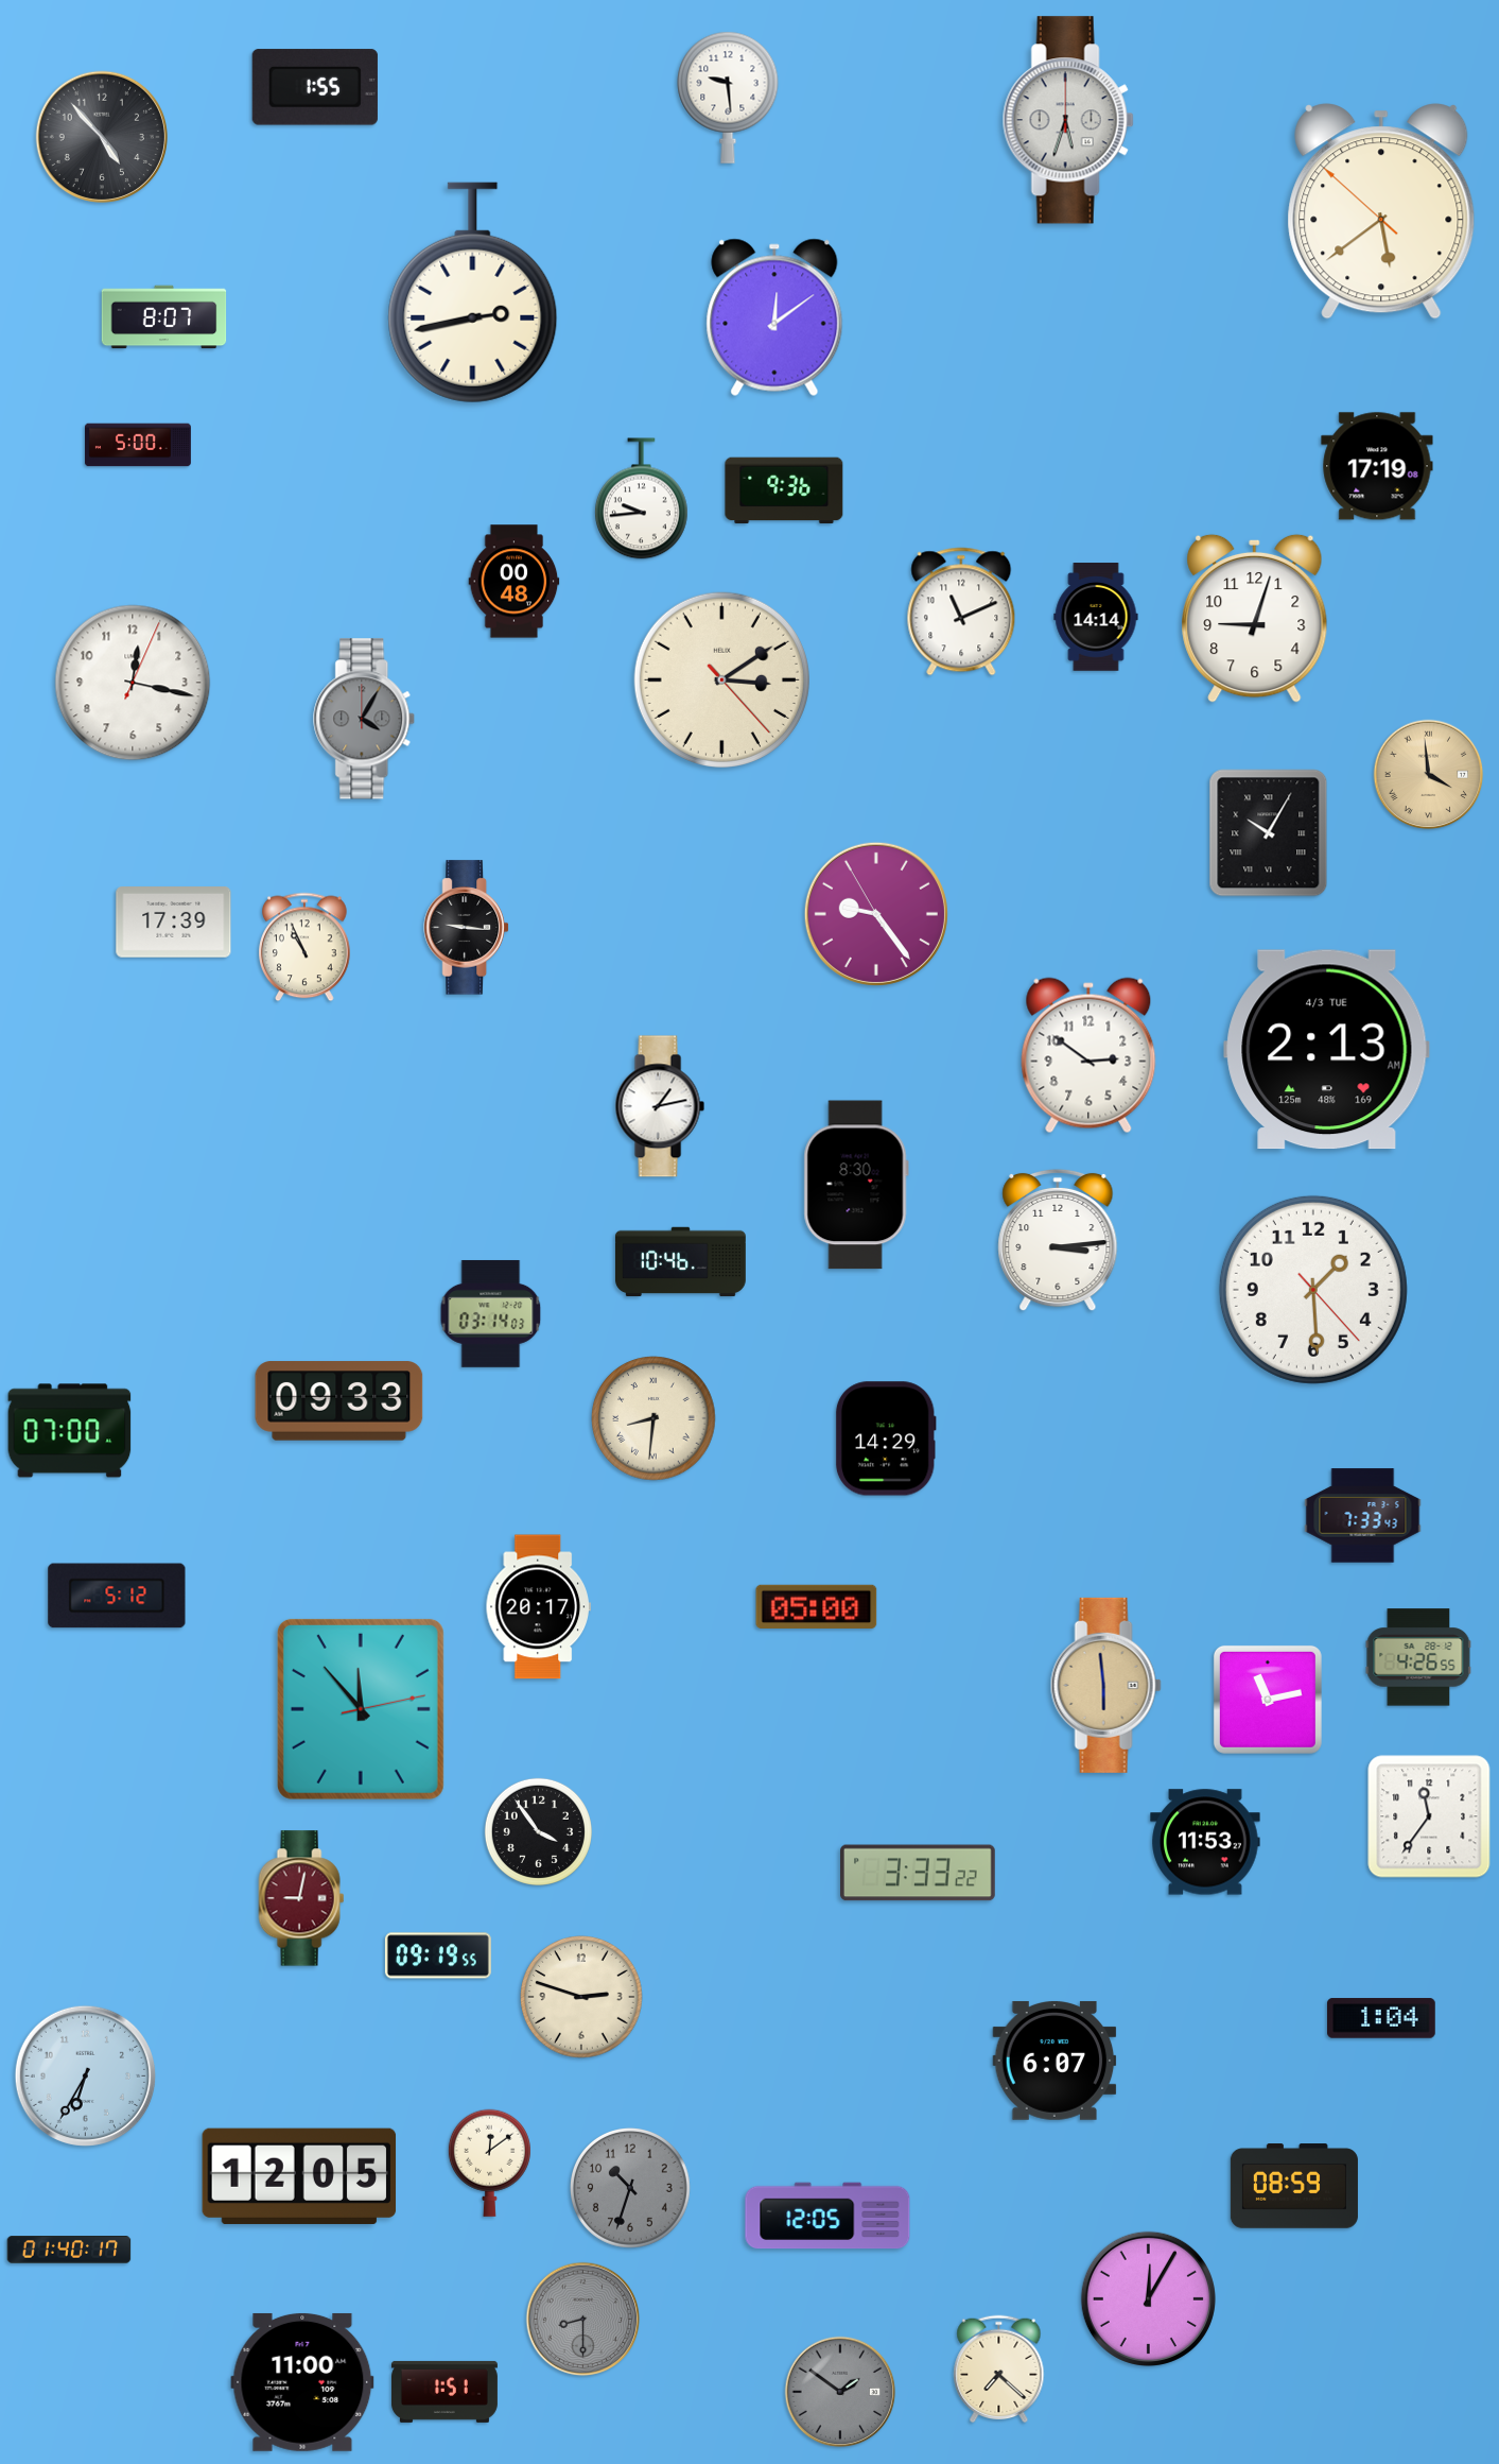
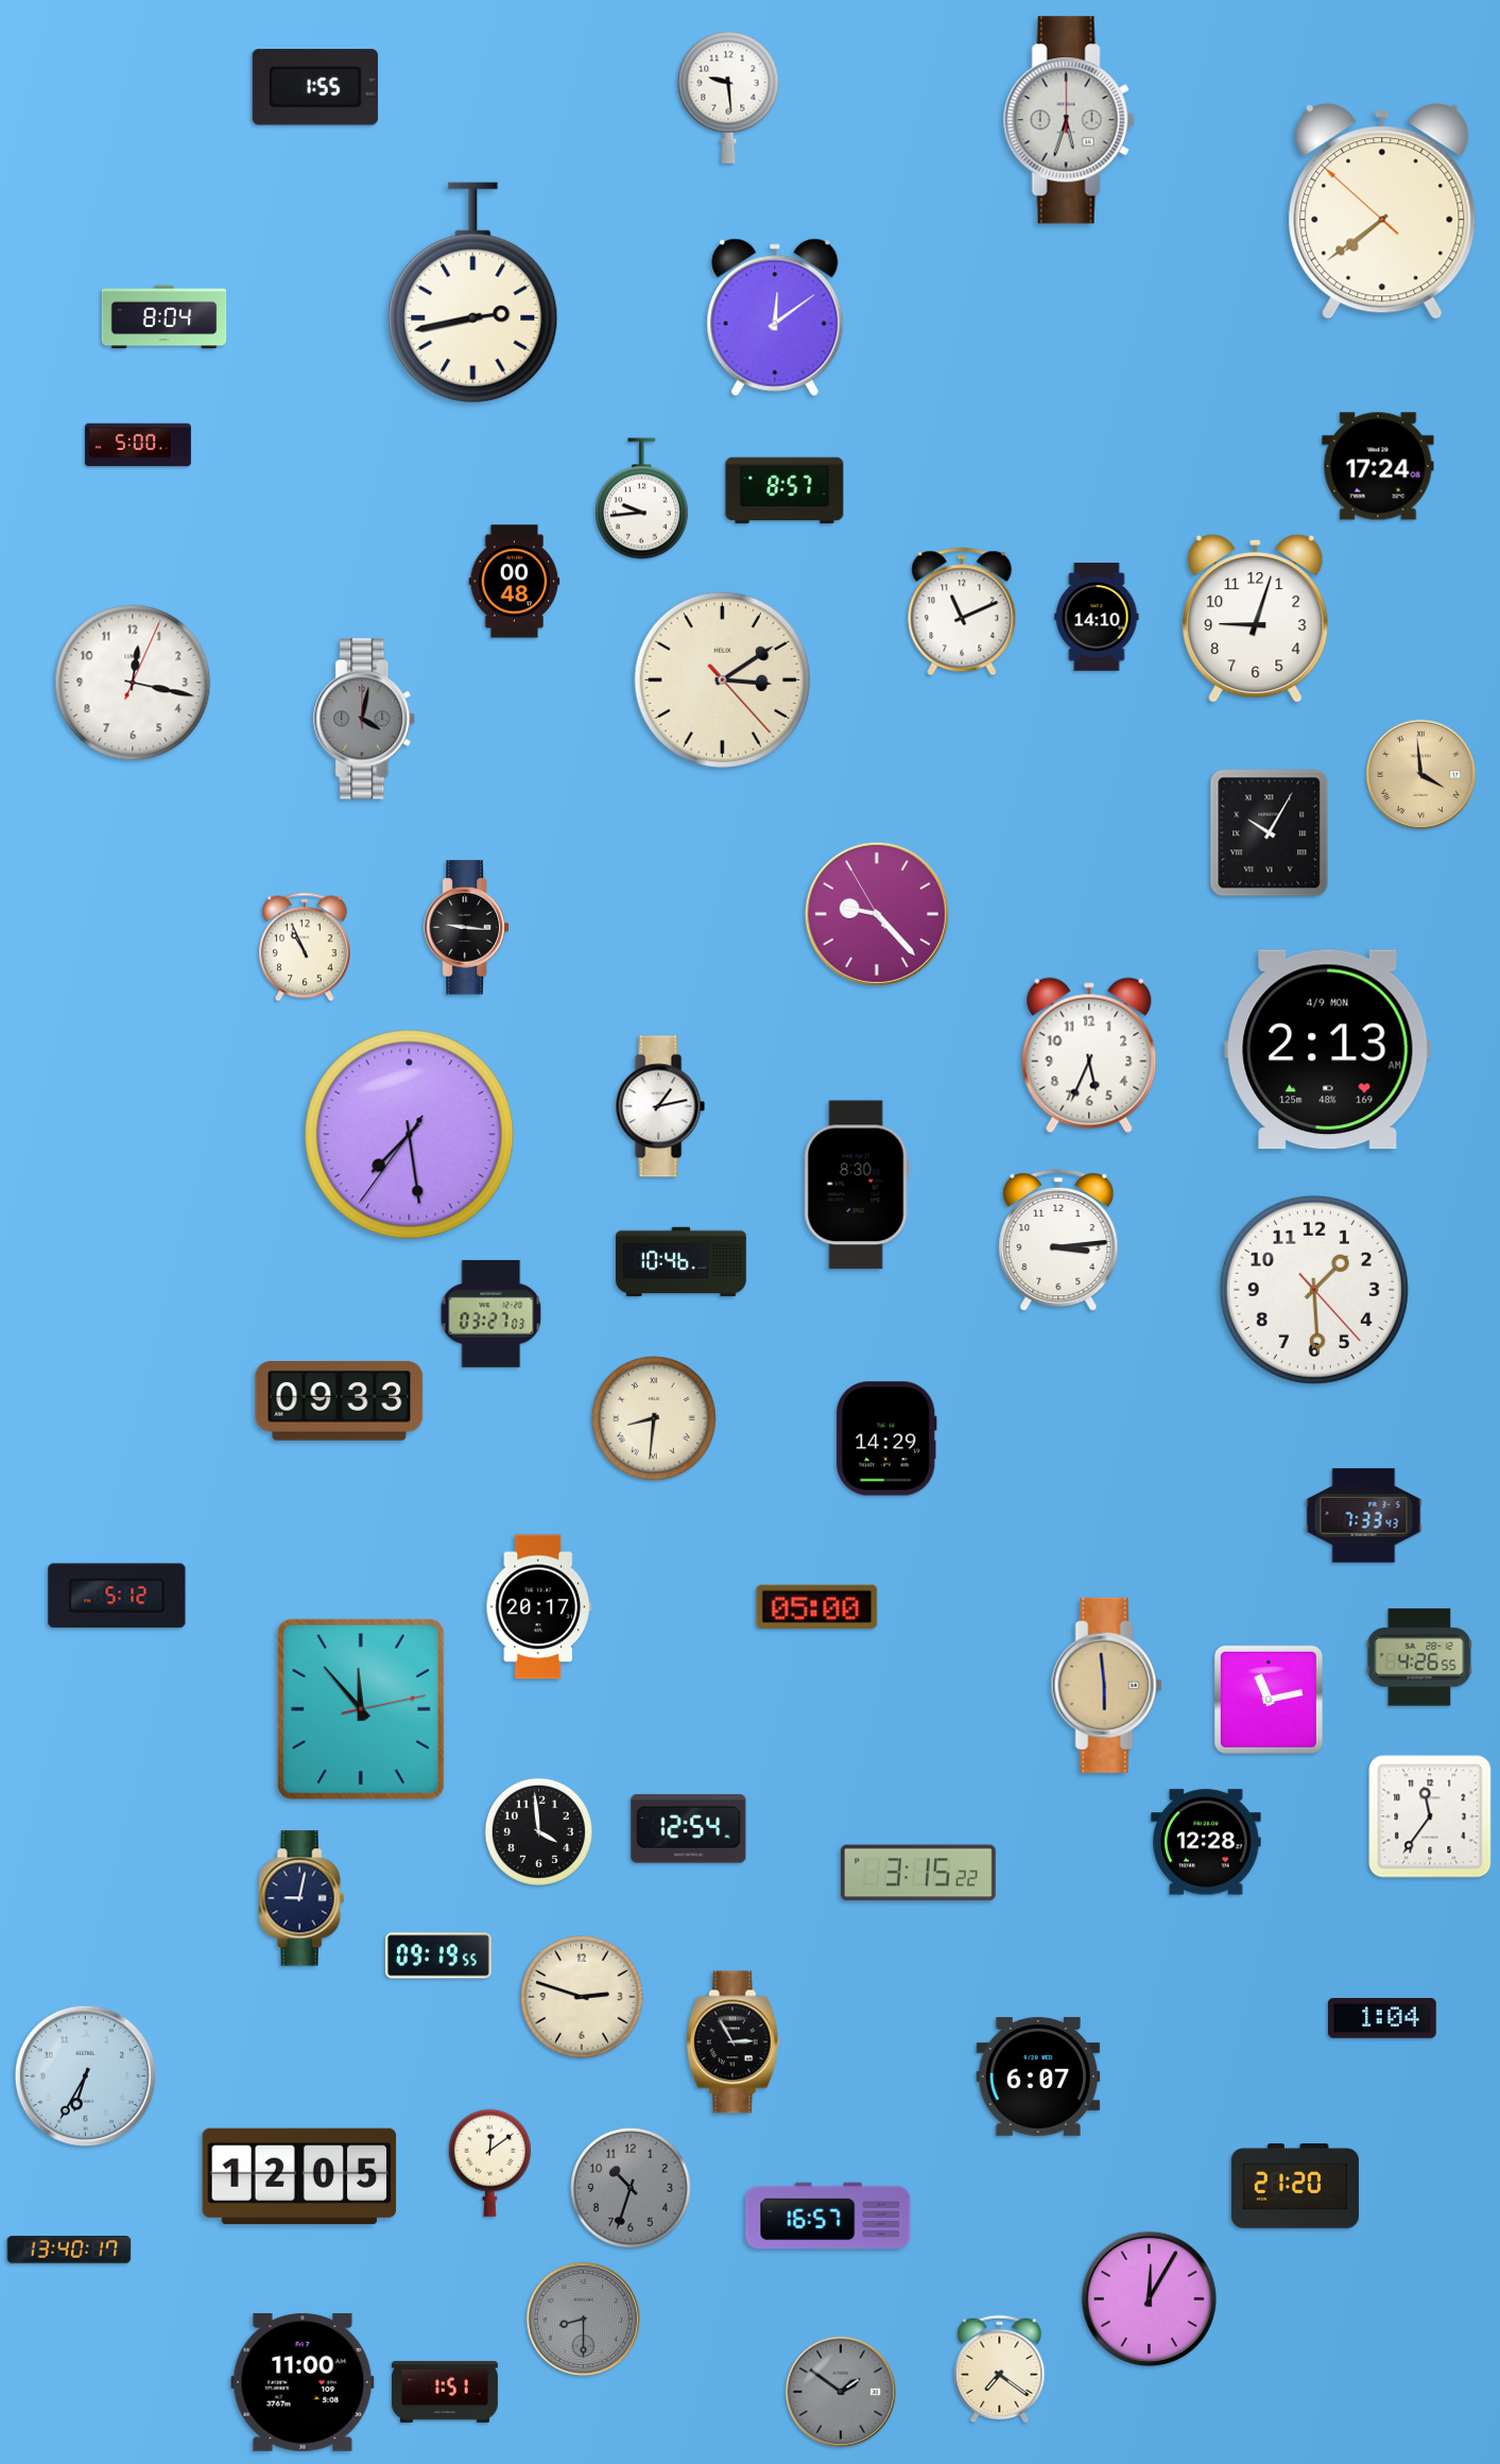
clock at (102, 137): 4:53 -> none
clock at (1381, 211): 5:38 -> 7:38
clock at (164, 317): 8:07 -> 8:04
clock at (1377, 466): 17:19 -> 17:24
clock at (784, 490): 9:36 -> 8:57
clock at (1096, 617): 14:14 -> 14:10
clock at (365, 719): 4:05 -> 4:02
clock at (1429, 775) position: (1429, 775) -> (1421, 775)
clock at (876, 914): 9:23 -> 9:22
clock at (174, 923): 17:39 -> none
clock at (1327, 1050) date: 4/3 TUE -> 4/9 MON
clock at (1088, 1055): 2:51 -> 5:34
clock at (410, 1135): none -> 7:28
clock at (491, 1313): 03:14 -> 03:27
clock at (70, 1431): 07:00 -> none
clock at (689, 1829): none -> 12:54
clock at (538, 1831): 3:54 -> 3:59
clock at (1205, 1842): 11:53 -> 12:28
clock at (919, 1873): 3:33 -> 3:15
clock at (301, 1898) dial: burgundy -> navy
clock at (732, 2043): none -> 2:55
clock at (1054, 2061) position: (1054, 2061) -> (1038, 2077)
clock at (1294, 2186): 08:59 -> 21:20
clock at (827, 2216): 12:05 -> 16:57
clock at (69, 2250): 01:40 -> 13:40
clock at (999, 2370): 7:22 -> 7:21
